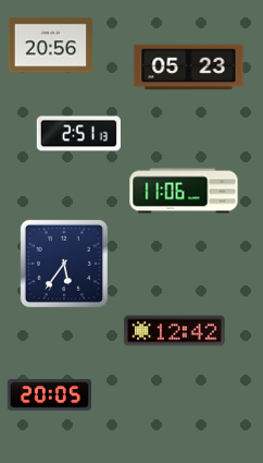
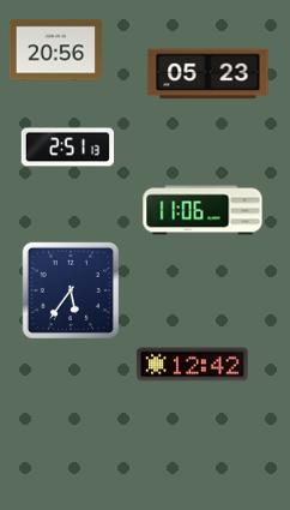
clock at (78, 134) position: (78, 134) -> (67, 148)
clock at (49, 395): 20:05 -> none
